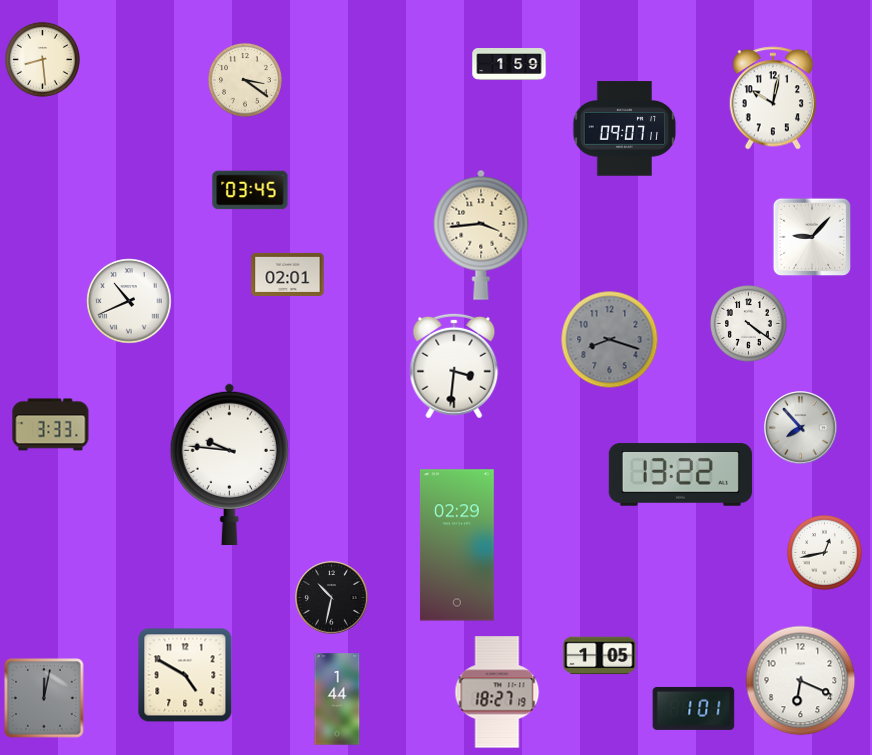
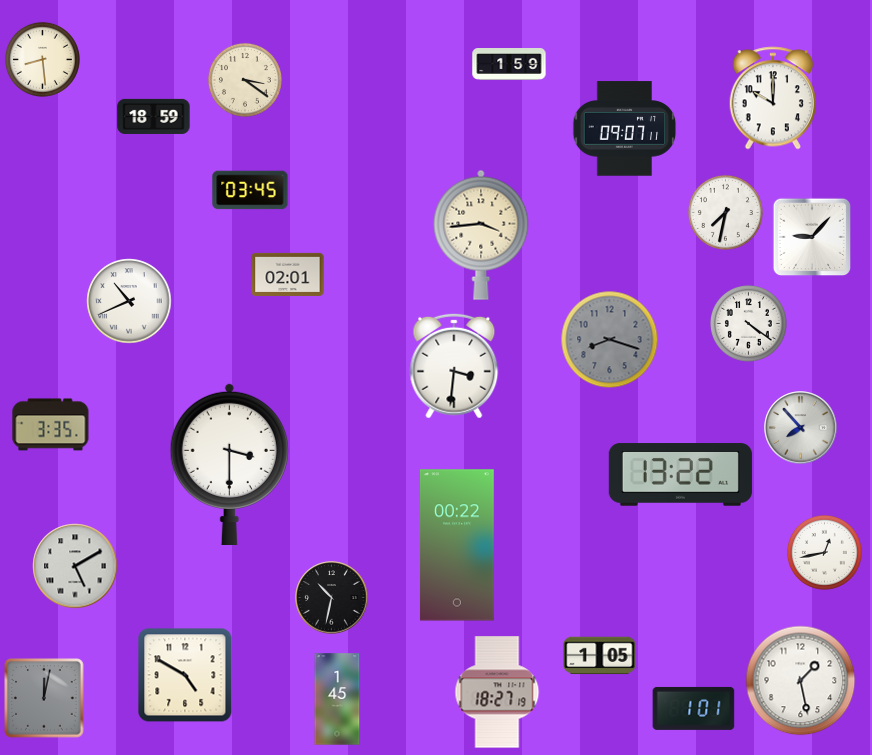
clock at (773, 98): 10:02 -> 10:00
clock at (154, 116): none -> 18:59
clock at (725, 212): none -> 7:32
clock at (51, 425): 3:33 -> 3:35
clock at (229, 463): 9:46 -> 3:30
clock at (457, 545): 02:29 -> 00:22
clock at (75, 566): none -> 5:10
clock at (801, 681): 6:19 -> 1:28
clock at (337, 699): 1:44 -> 1:45
